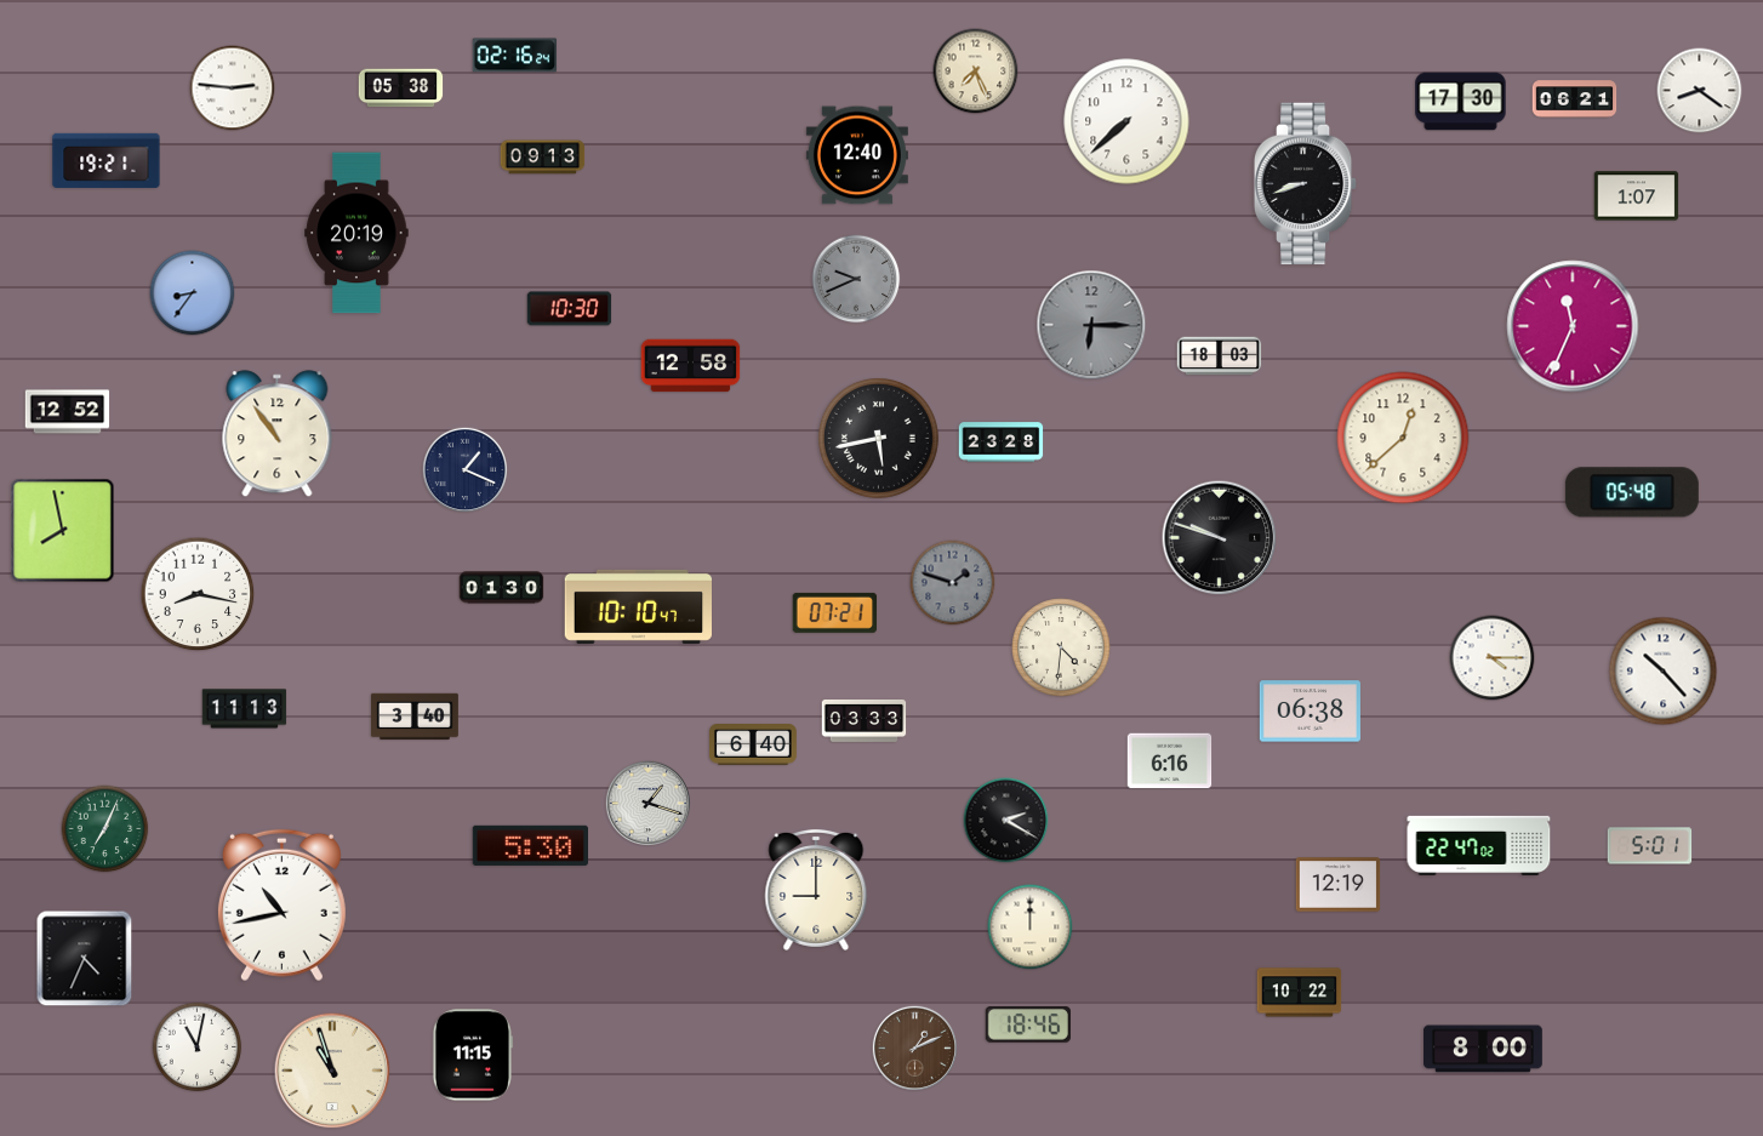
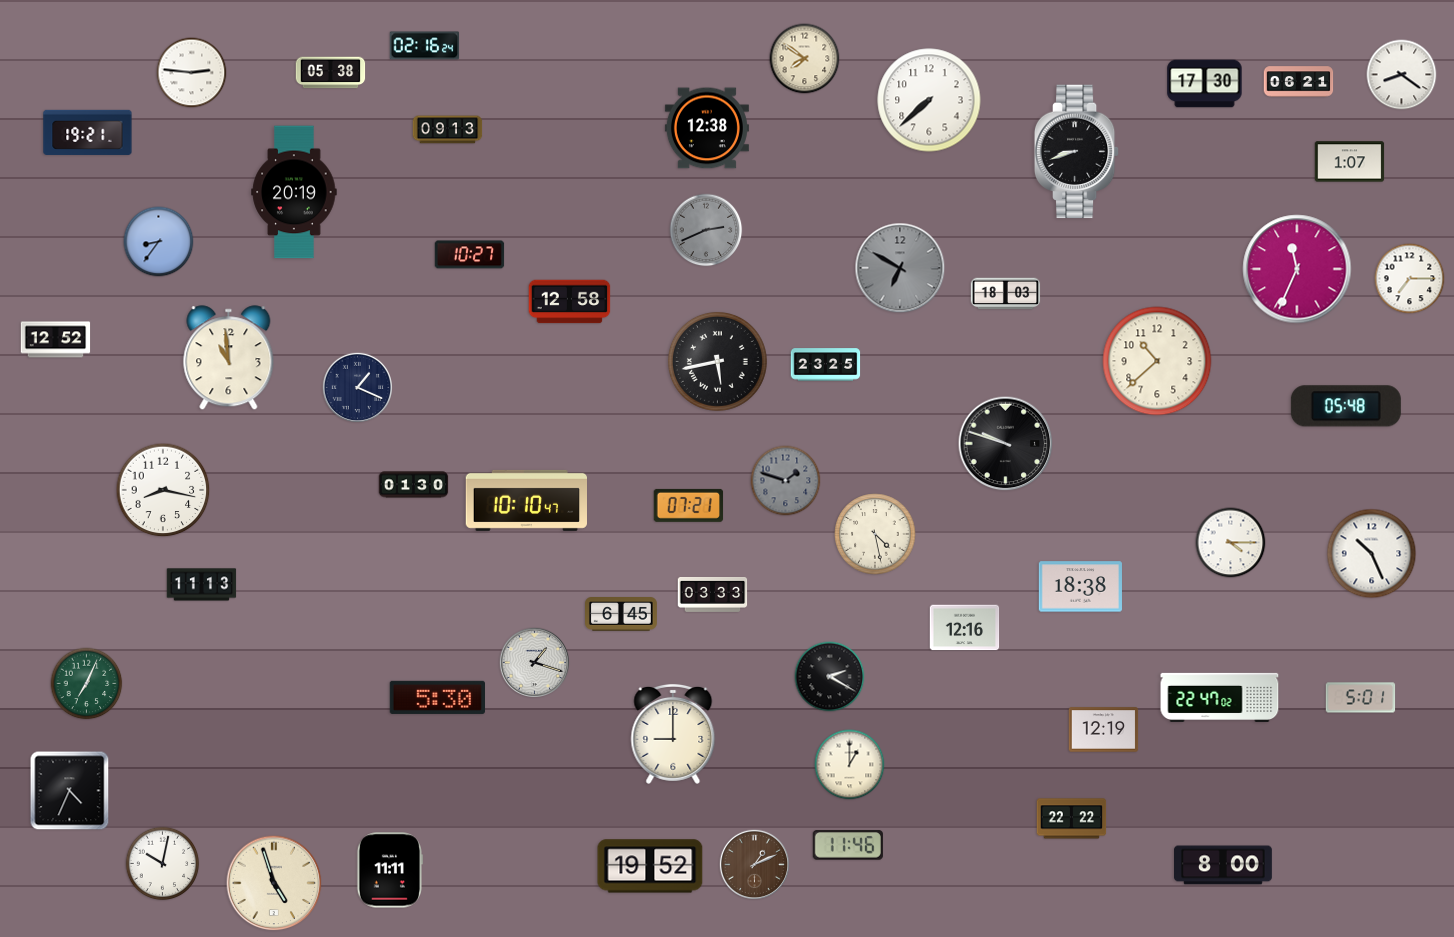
clock at (976, 72): 7:26 -> 7:51
clock at (857, 155): 12:40 -> 12:38
clock at (856, 279): 9:41 -> 2:41
clock at (570, 309): 10:30 -> 10:27
clock at (1091, 325): 6:15 -> 6:50
clock at (1410, 279): none -> 7:15
clock at (278, 434): 10:54 -> 10:59
clock at (878, 438) position: (878, 438) -> (717, 361)
clock at (1403, 438): 12:38 -> 10:38
clock at (1002, 443): 23:28 -> 23:25
clock at (464, 469) position: (464, 469) -> (357, 387)
clock at (63, 531): 7:58 -> none
clock at (1061, 647): 4:31 -> 4:28
clock at (1664, 672): 10:23 -> 10:26
clock at (1310, 712): 06:38 -> 18:38
clock at (415, 717): 3:40 -> none
clock at (754, 746): 6:40 -> 6:45
clock at (1170, 761): 6:16 -> 12:16
clock at (281, 906): 10:43 -> none
clock at (1031, 927): 12:00 -> 1:00
clock at (1300, 993): 10:22 -> 22:22
clock at (1028, 1024): 18:46 -> 11:46
clock at (198, 1047): 11:02 -> 10:02
clock at (650, 866): none -> 19:52
clock at (473, 1055): 11:15 -> 11:11
clock at (332, 1071): 10:57 -> 4:57
